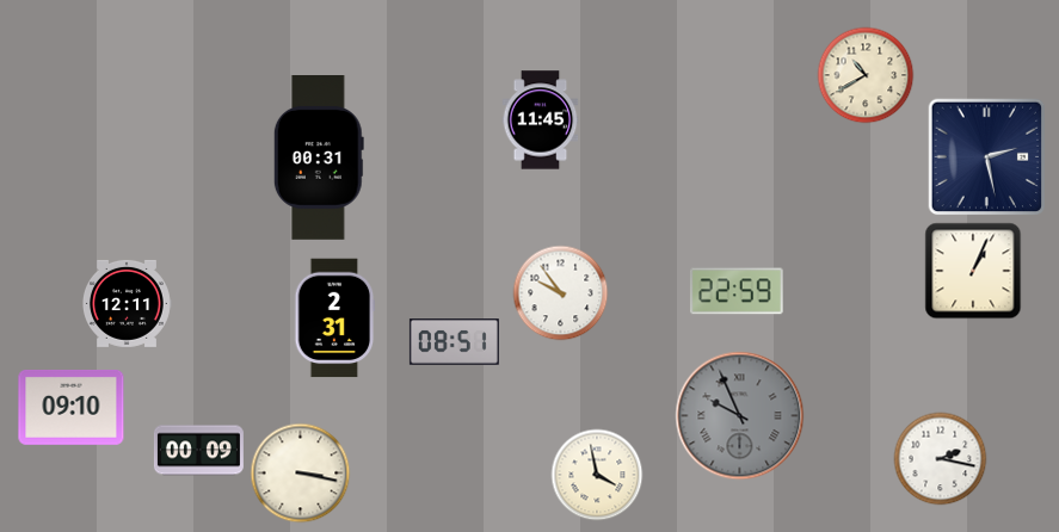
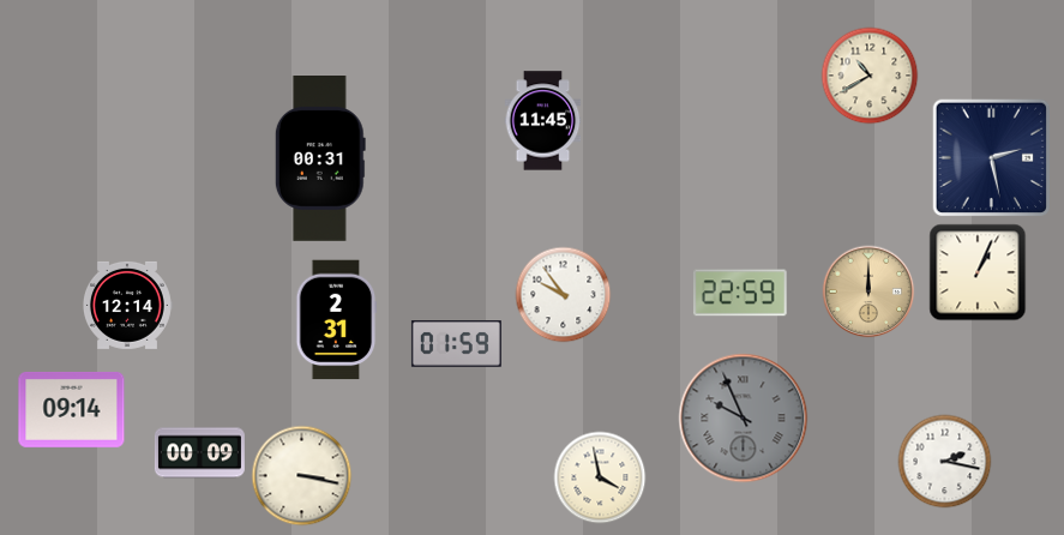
clock at (868, 291): none -> 12:00
clock at (127, 303): 12:11 -> 12:14
clock at (454, 342): 08:51 -> 01:59
clock at (72, 407): 09:10 -> 09:14
